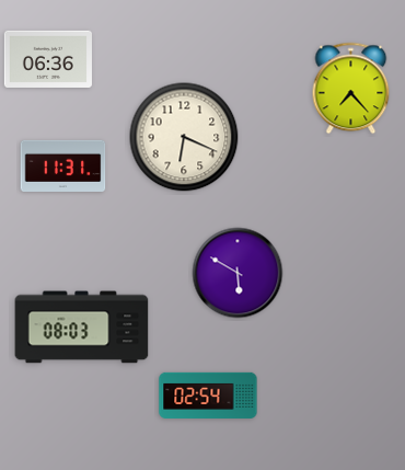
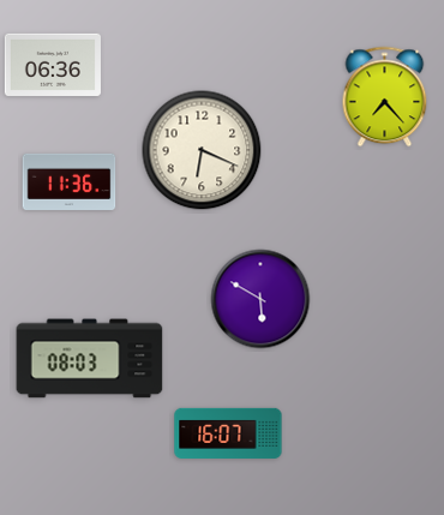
clock at (63, 165): 11:31 -> 11:36
clock at (208, 396): 02:54 -> 16:07
